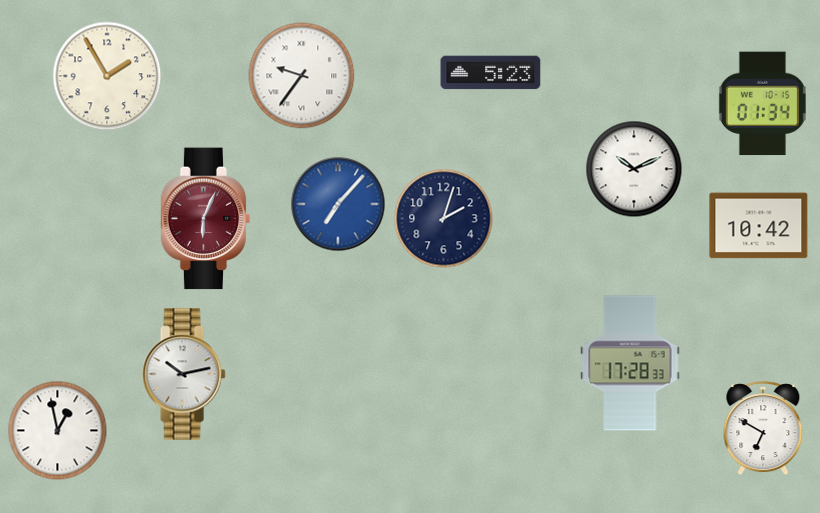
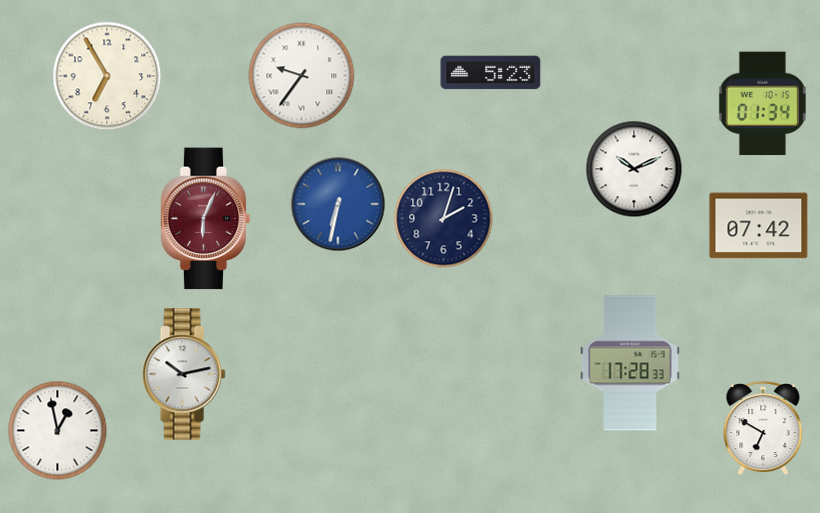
clock at (107, 76): 1:55 -> 6:55
clock at (338, 204): 7:07 -> 6:32
clock at (759, 226): 10:42 -> 07:42
